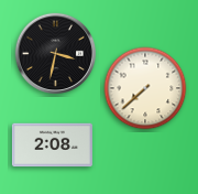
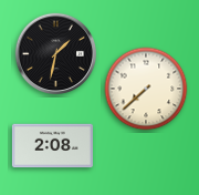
clock at (56, 54): 3:32 -> 1:32
